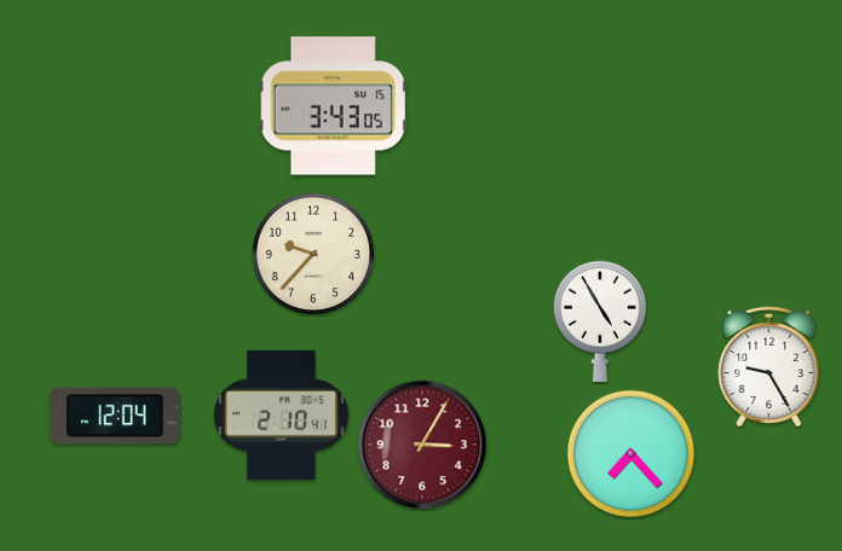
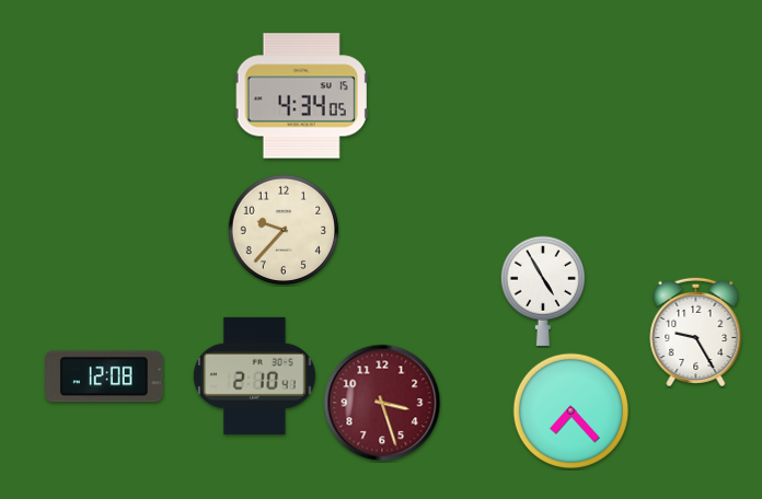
clock at (333, 106): 3:43 -> 4:34
clock at (116, 416): 12:04 -> 12:08
clock at (422, 445): 3:05 -> 3:27
